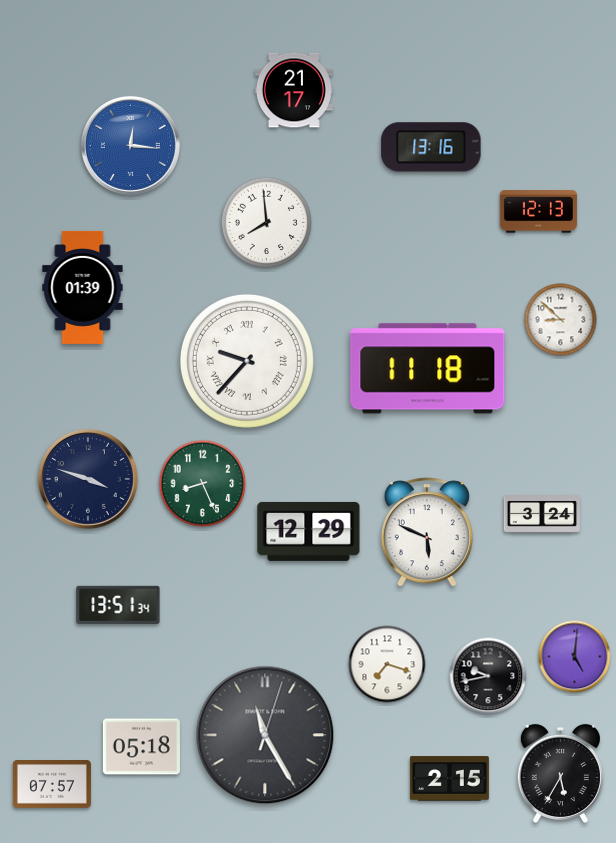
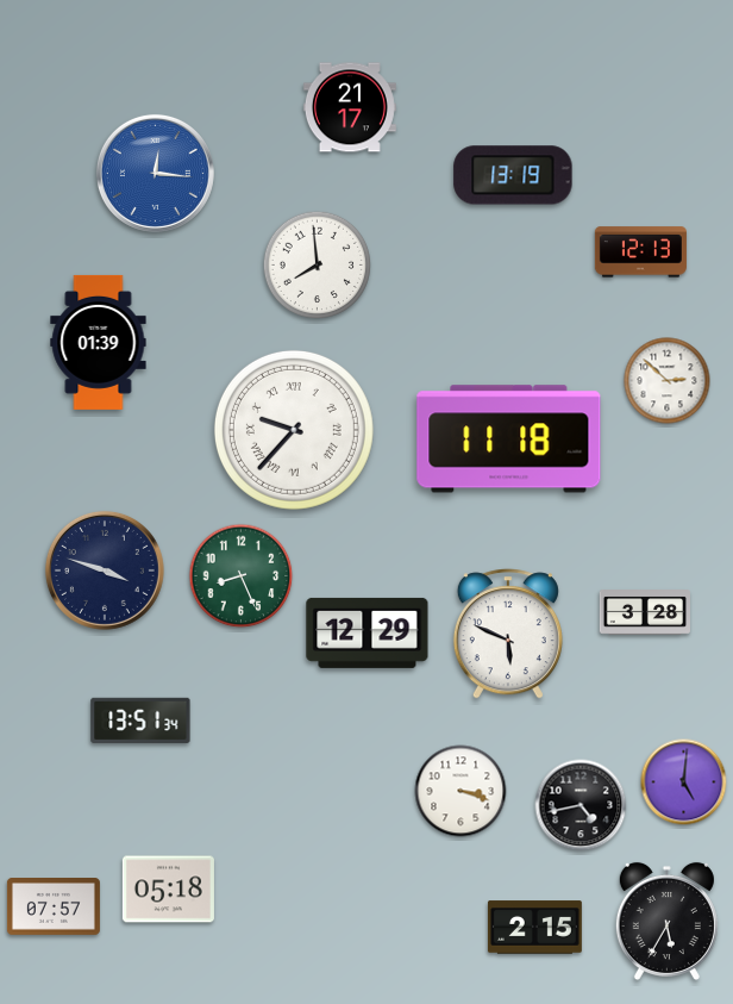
clock at (431, 147): 13:16 -> 13:19
clock at (561, 320): 8:52 -> 2:52
clock at (541, 515): 3:24 -> 3:28
clock at (387, 664): 7:18 -> 3:18
clock at (488, 676): 9:43 -> 4:43
clock at (265, 735): 11:25 -> none
clock at (52, 785) position: (52, 785) -> (54, 908)
